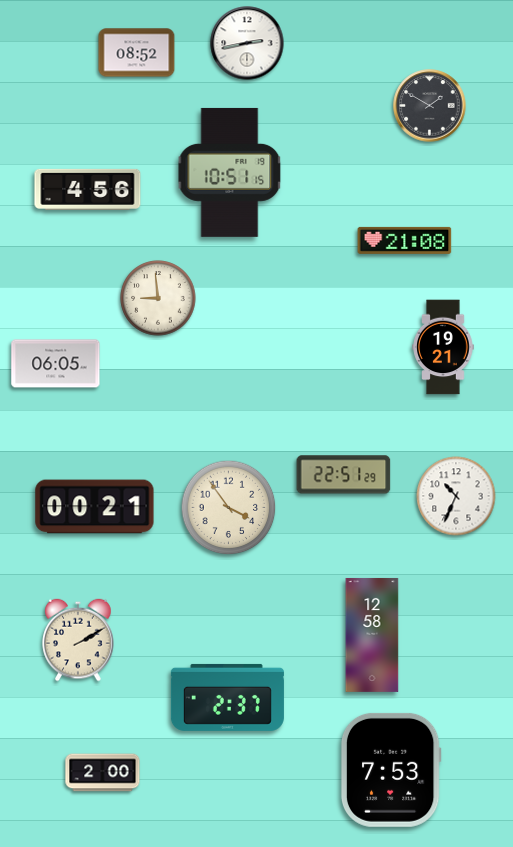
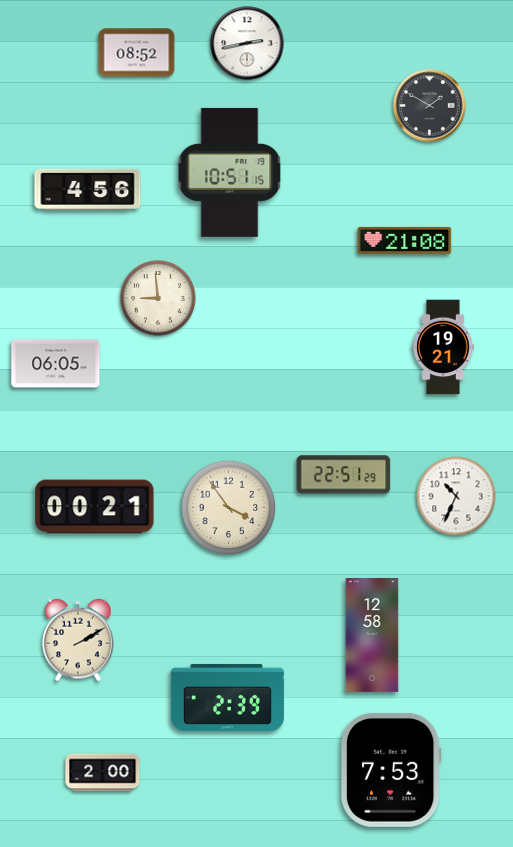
clock at (227, 697): 2:37 -> 2:39
